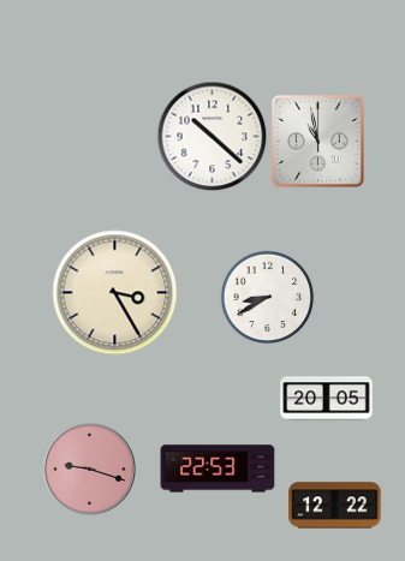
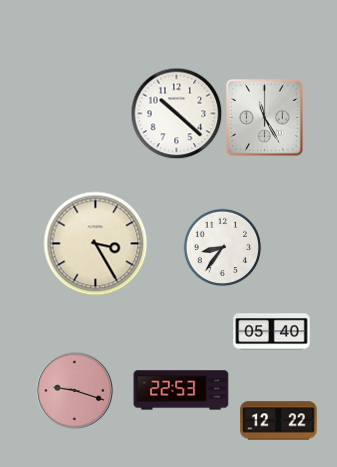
clock at (317, 141): 10:58 -> 11:25
clock at (267, 297): 8:40 -> 8:36
clock at (327, 399): 20:05 -> 05:40
